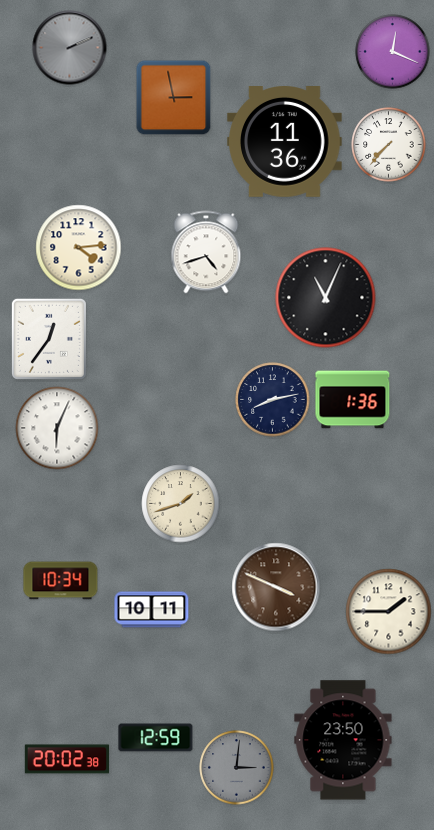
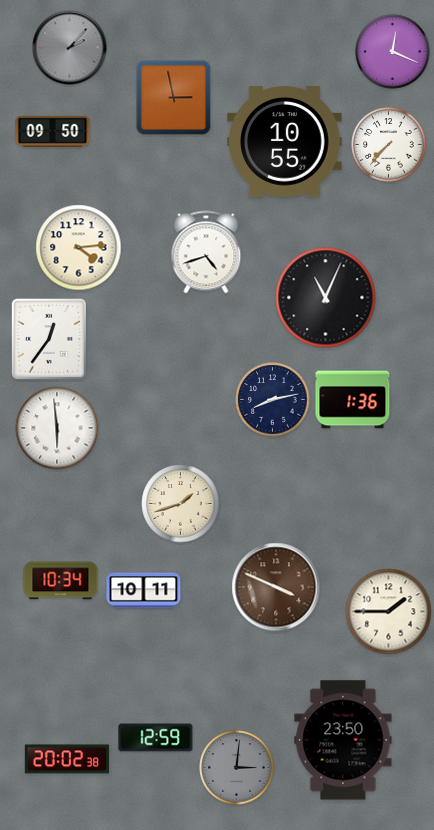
clock at (70, 48): 2:11 -> 2:07
clock at (53, 131): none -> 09:50
clock at (285, 142): 11:36 -> 10:55
clock at (57, 428): 6:04 -> 5:59
clock at (152, 610) position: (152, 610) -> (144, 591)
